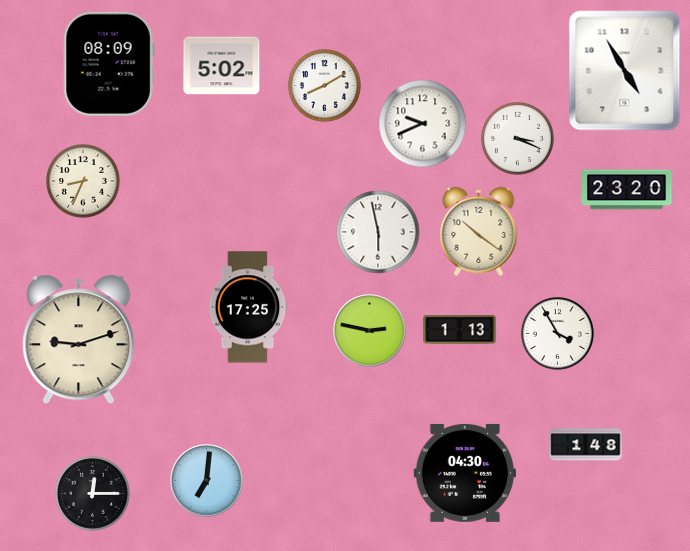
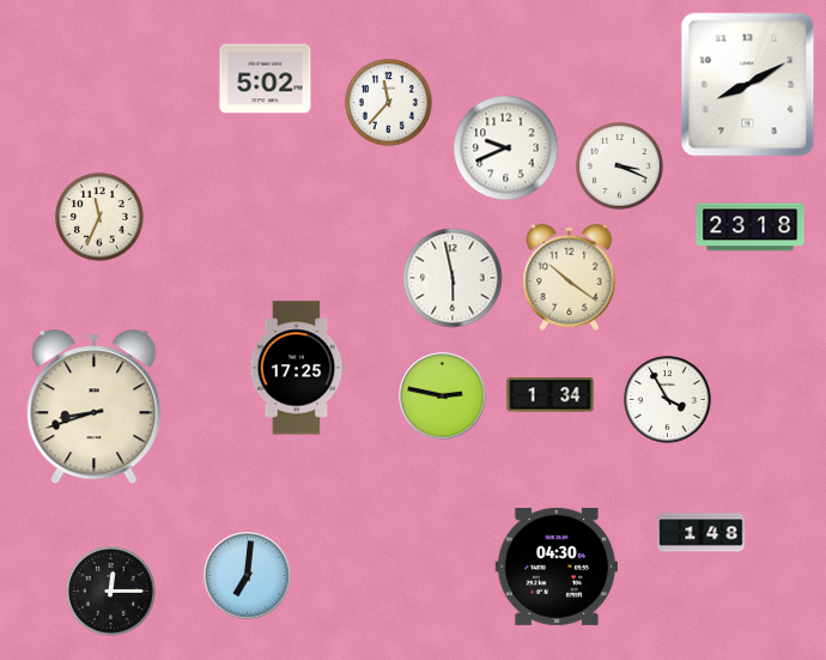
clock at (109, 64): 08:09 -> none
clock at (625, 71): 4:55 -> 8:10
clock at (324, 85): 8:10 -> 11:37
clock at (84, 182): 8:34 -> 11:34
clock at (627, 190): 23:20 -> 23:18
clock at (479, 231) position: (479, 231) -> (570, 277)
clock at (460, 330): 1:13 -> 1:34
clock at (79, 340): 9:12 -> 8:42
